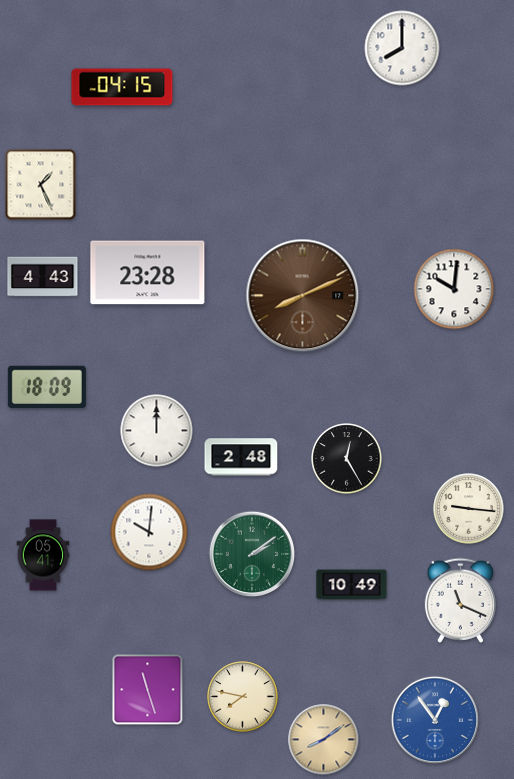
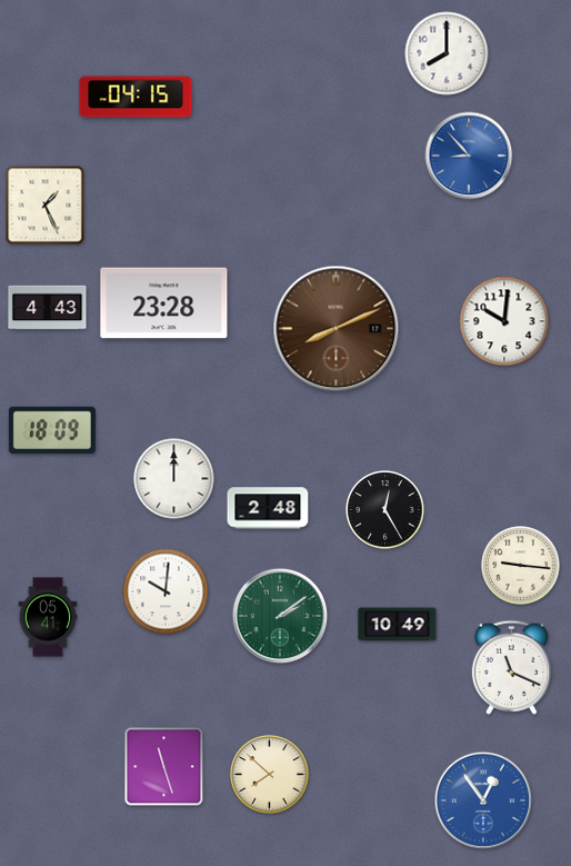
clock at (469, 156): none -> 8:53
clock at (352, 585) position: (352, 585) -> (398, 625)
clock at (243, 697): 7:47 -> 7:52
clock at (324, 740): 8:09 -> none
